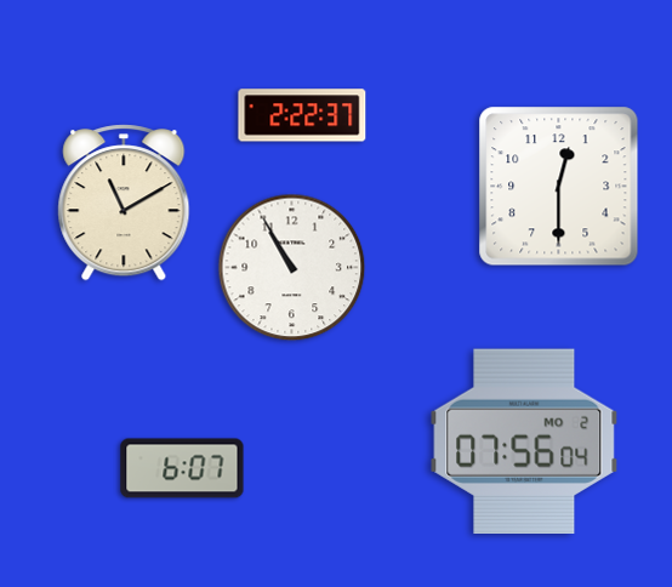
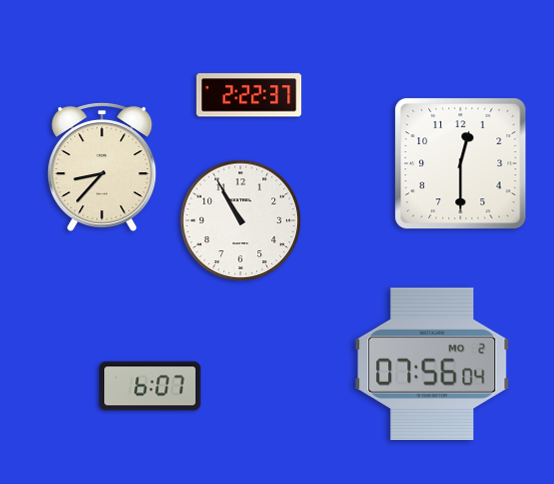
clock at (559, 187) position: (559, 187) -> (461, 164)
clock at (124, 203): 11:10 -> 8:37
